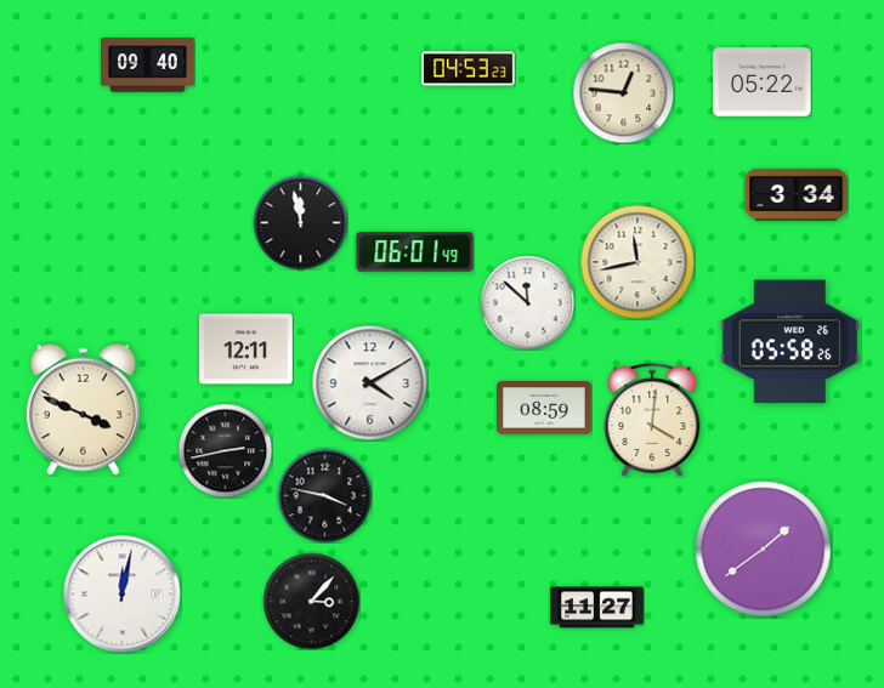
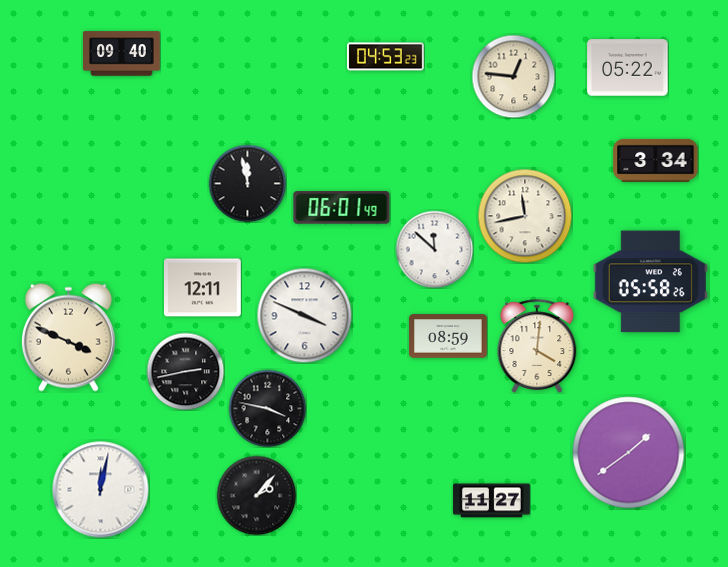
clock at (369, 382): 4:10 -> 3:49
clock at (311, 601): 3:07 -> 2:07
